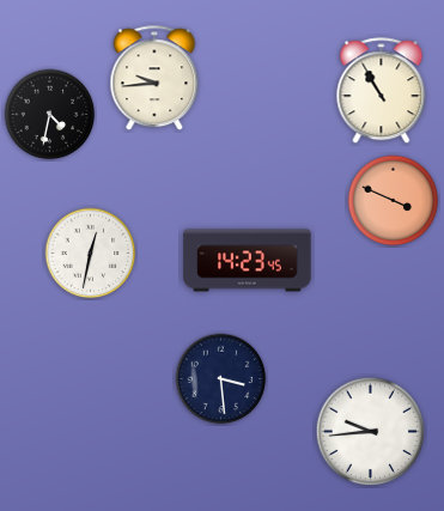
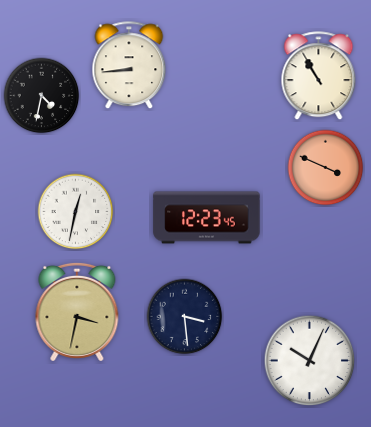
clock at (154, 79): 9:44 -> 8:44
clock at (394, 201) position: (394, 201) -> (326, 168)
clock at (248, 261): 14:23 -> 12:23
clock at (77, 312): none -> 3:32
clock at (371, 432): 9:44 -> 10:04
